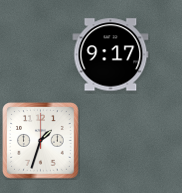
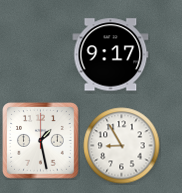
clock at (41, 141): 1:33 -> 1:28
clock at (122, 146): none -> 8:55
